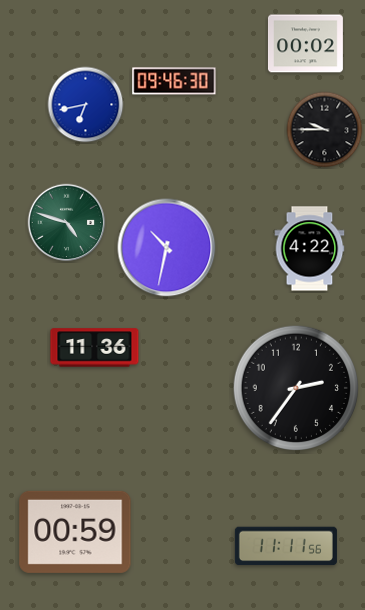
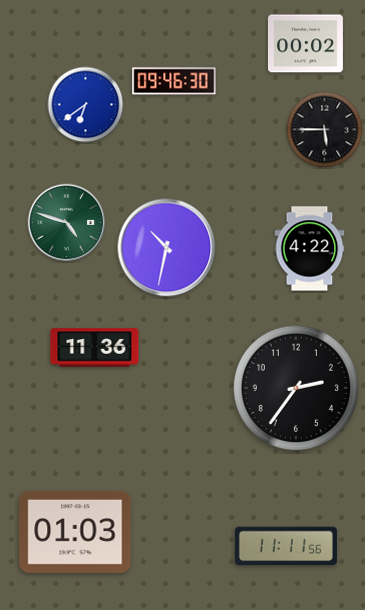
clock at (86, 105): 6:43 -> 6:39
clock at (325, 130): 9:45 -> 5:45
clock at (75, 532): 00:59 -> 01:03
